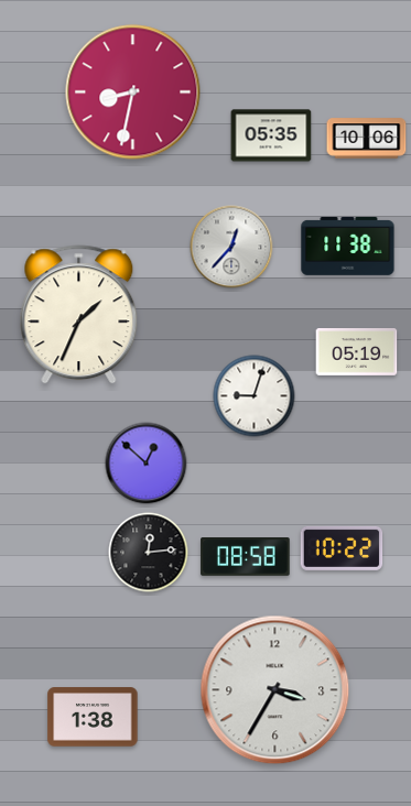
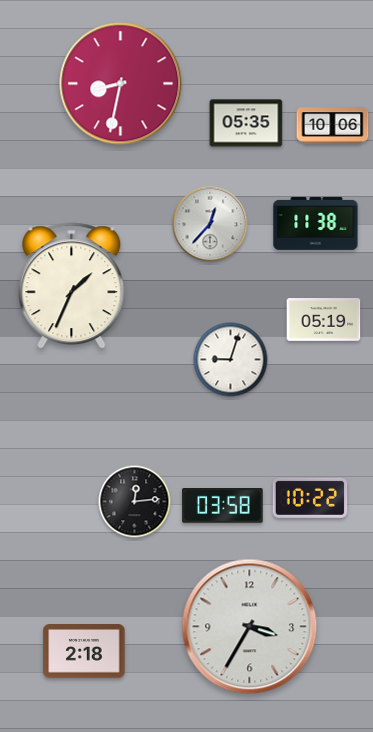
clock at (147, 464): 12:52 -> none
clock at (246, 557): 08:58 -> 03:58
clock at (93, 717): 1:38 -> 2:18
